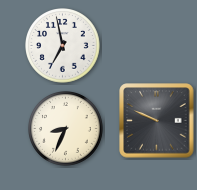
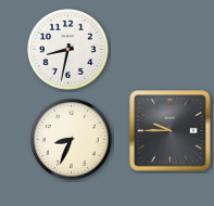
clock at (63, 46): 6:58 -> 8:32
clock at (157, 121): 9:49 -> 9:45
